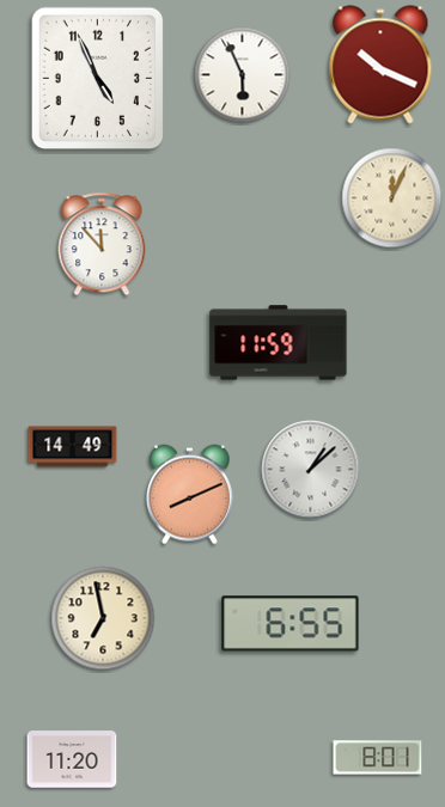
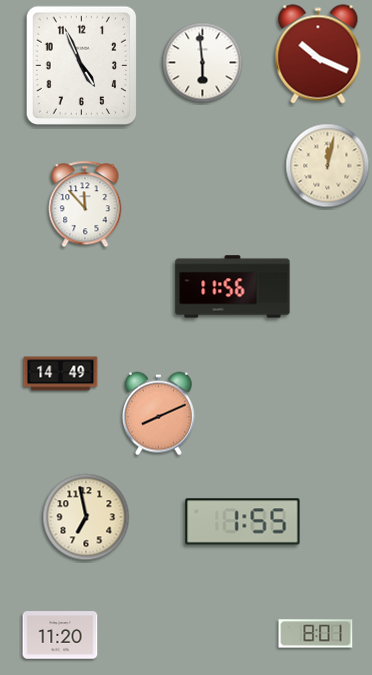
clock at (243, 75): 5:56 -> 5:59
clock at (392, 198): 12:04 -> 12:02
clock at (279, 343): 11:59 -> 11:56
clock at (311, 470): 1:08 -> none
clock at (291, 624): 6:55 -> 1:55
